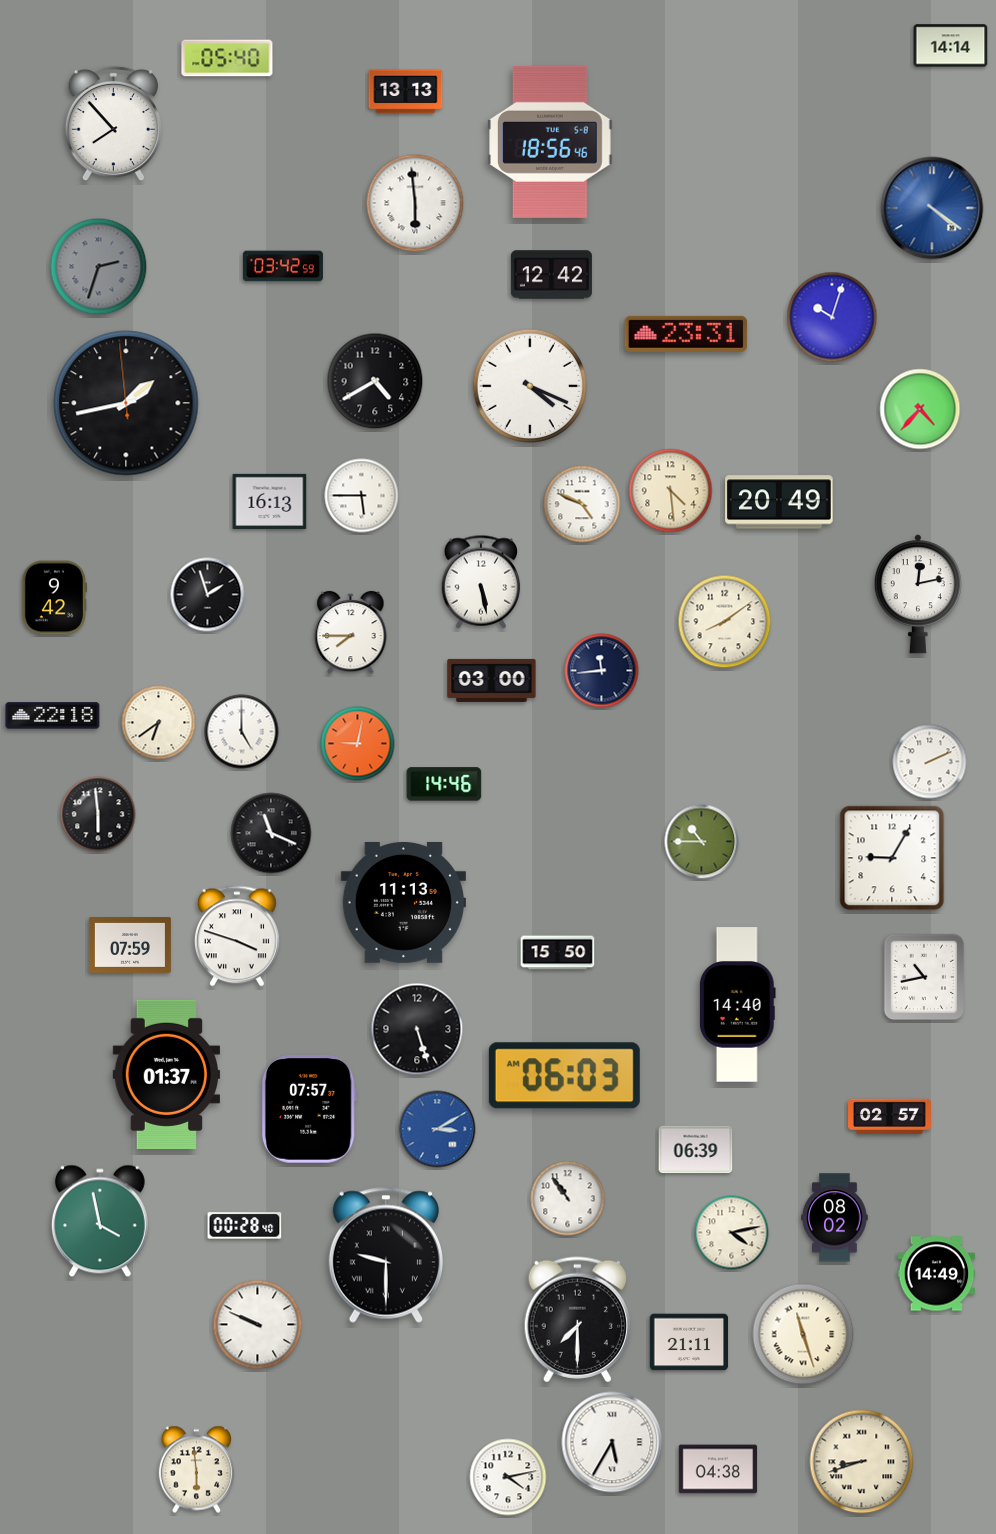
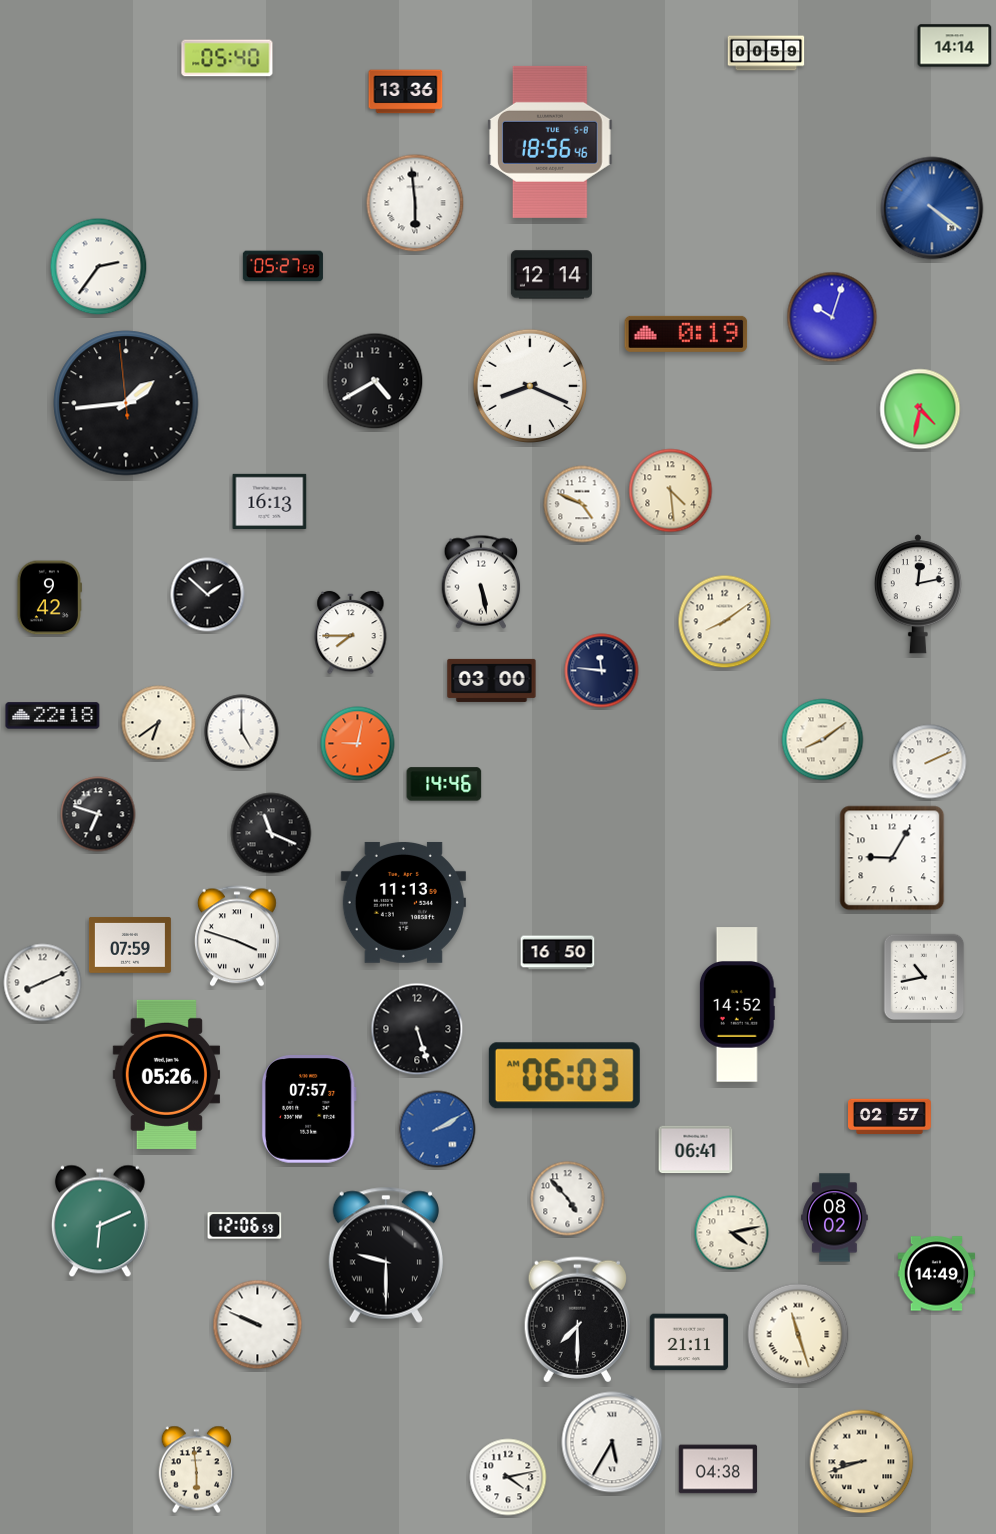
clock at (951, 46) position: (951, 46) -> (955, 46)
clock at (766, 53): none -> 00:59
clock at (406, 92): 13:13 -> 13:36
clock at (113, 124): 7:53 -> none
clock at (283, 266): 03:42 -> 05:27
clock at (99, 267): 2:33 -> 2:36
clock at (99, 267) dial: grey -> white
clock at (551, 275): 12:42 -> 12:14
clock at (686, 334): 23:31 -> 0:19
clock at (529, 385): 4:19 -> 8:19
clock at (126, 403): 1:42 -> 1:43
clock at (920, 409): 4:37 -> 4:32
clock at (362, 496): 5:45 -> none
clock at (779, 502): 20:49 -> none
clock at (208, 595): 1:57 -> 1:52
clock at (54, 598) position: (54, 598) -> (49, 598)
clock at (602, 671): 11:44 -> 11:46
clock at (823, 740): none -> 8:09
clock at (98, 814): 5:59 -> 6:48
clock at (702, 842): 10:45 -> none
clock at (558, 953): 15:50 -> 16:50
clock at (43, 983): none -> 8:11
clock at (737, 1005): 14:40 -> 14:52
clock at (167, 1074): 01:37 -> 05:26
clock at (437, 1129): 3:10 -> 2:10
clock at (696, 1150): 06:39 -> 06:41
clock at (568, 1199): 10:54 -> 4:53
clock at (100, 1221): 3:58 -> 6:11
clock at (245, 1226): 00:28 -> 12:06
clock at (803, 1334) position: (803, 1334) -> (798, 1334)
